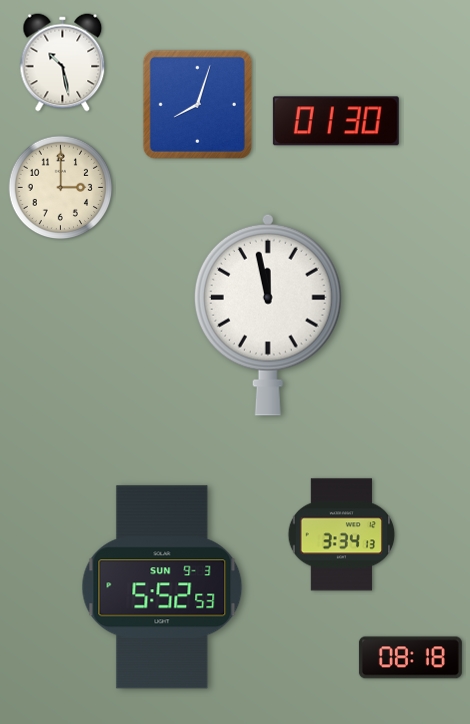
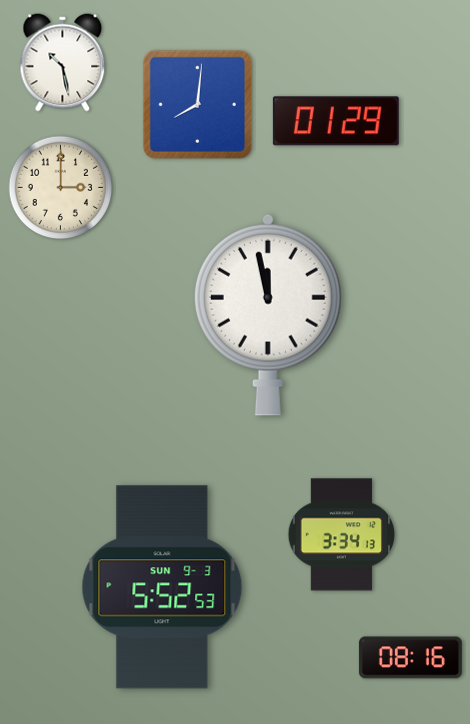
clock at (197, 104): 8:03 -> 8:01
clock at (336, 121): 01:30 -> 01:29
clock at (410, 658): 08:18 -> 08:16
